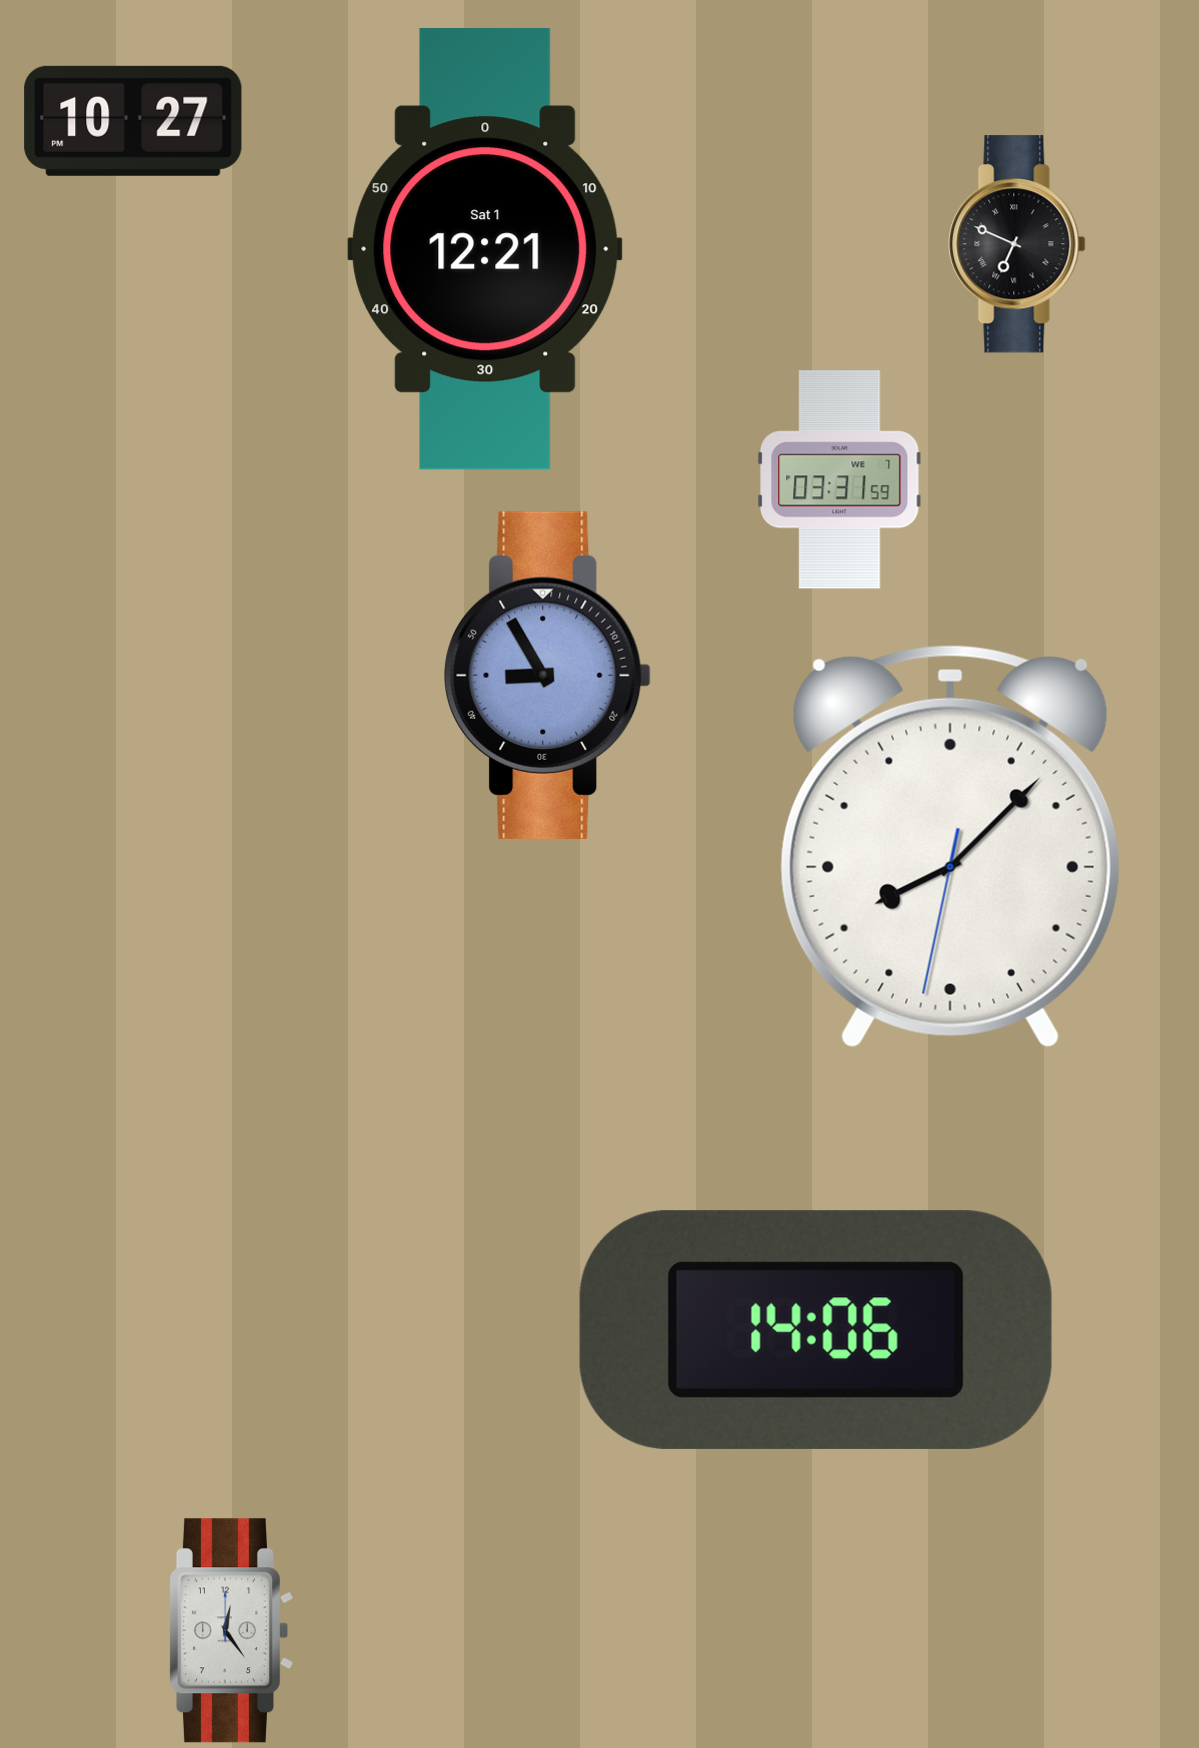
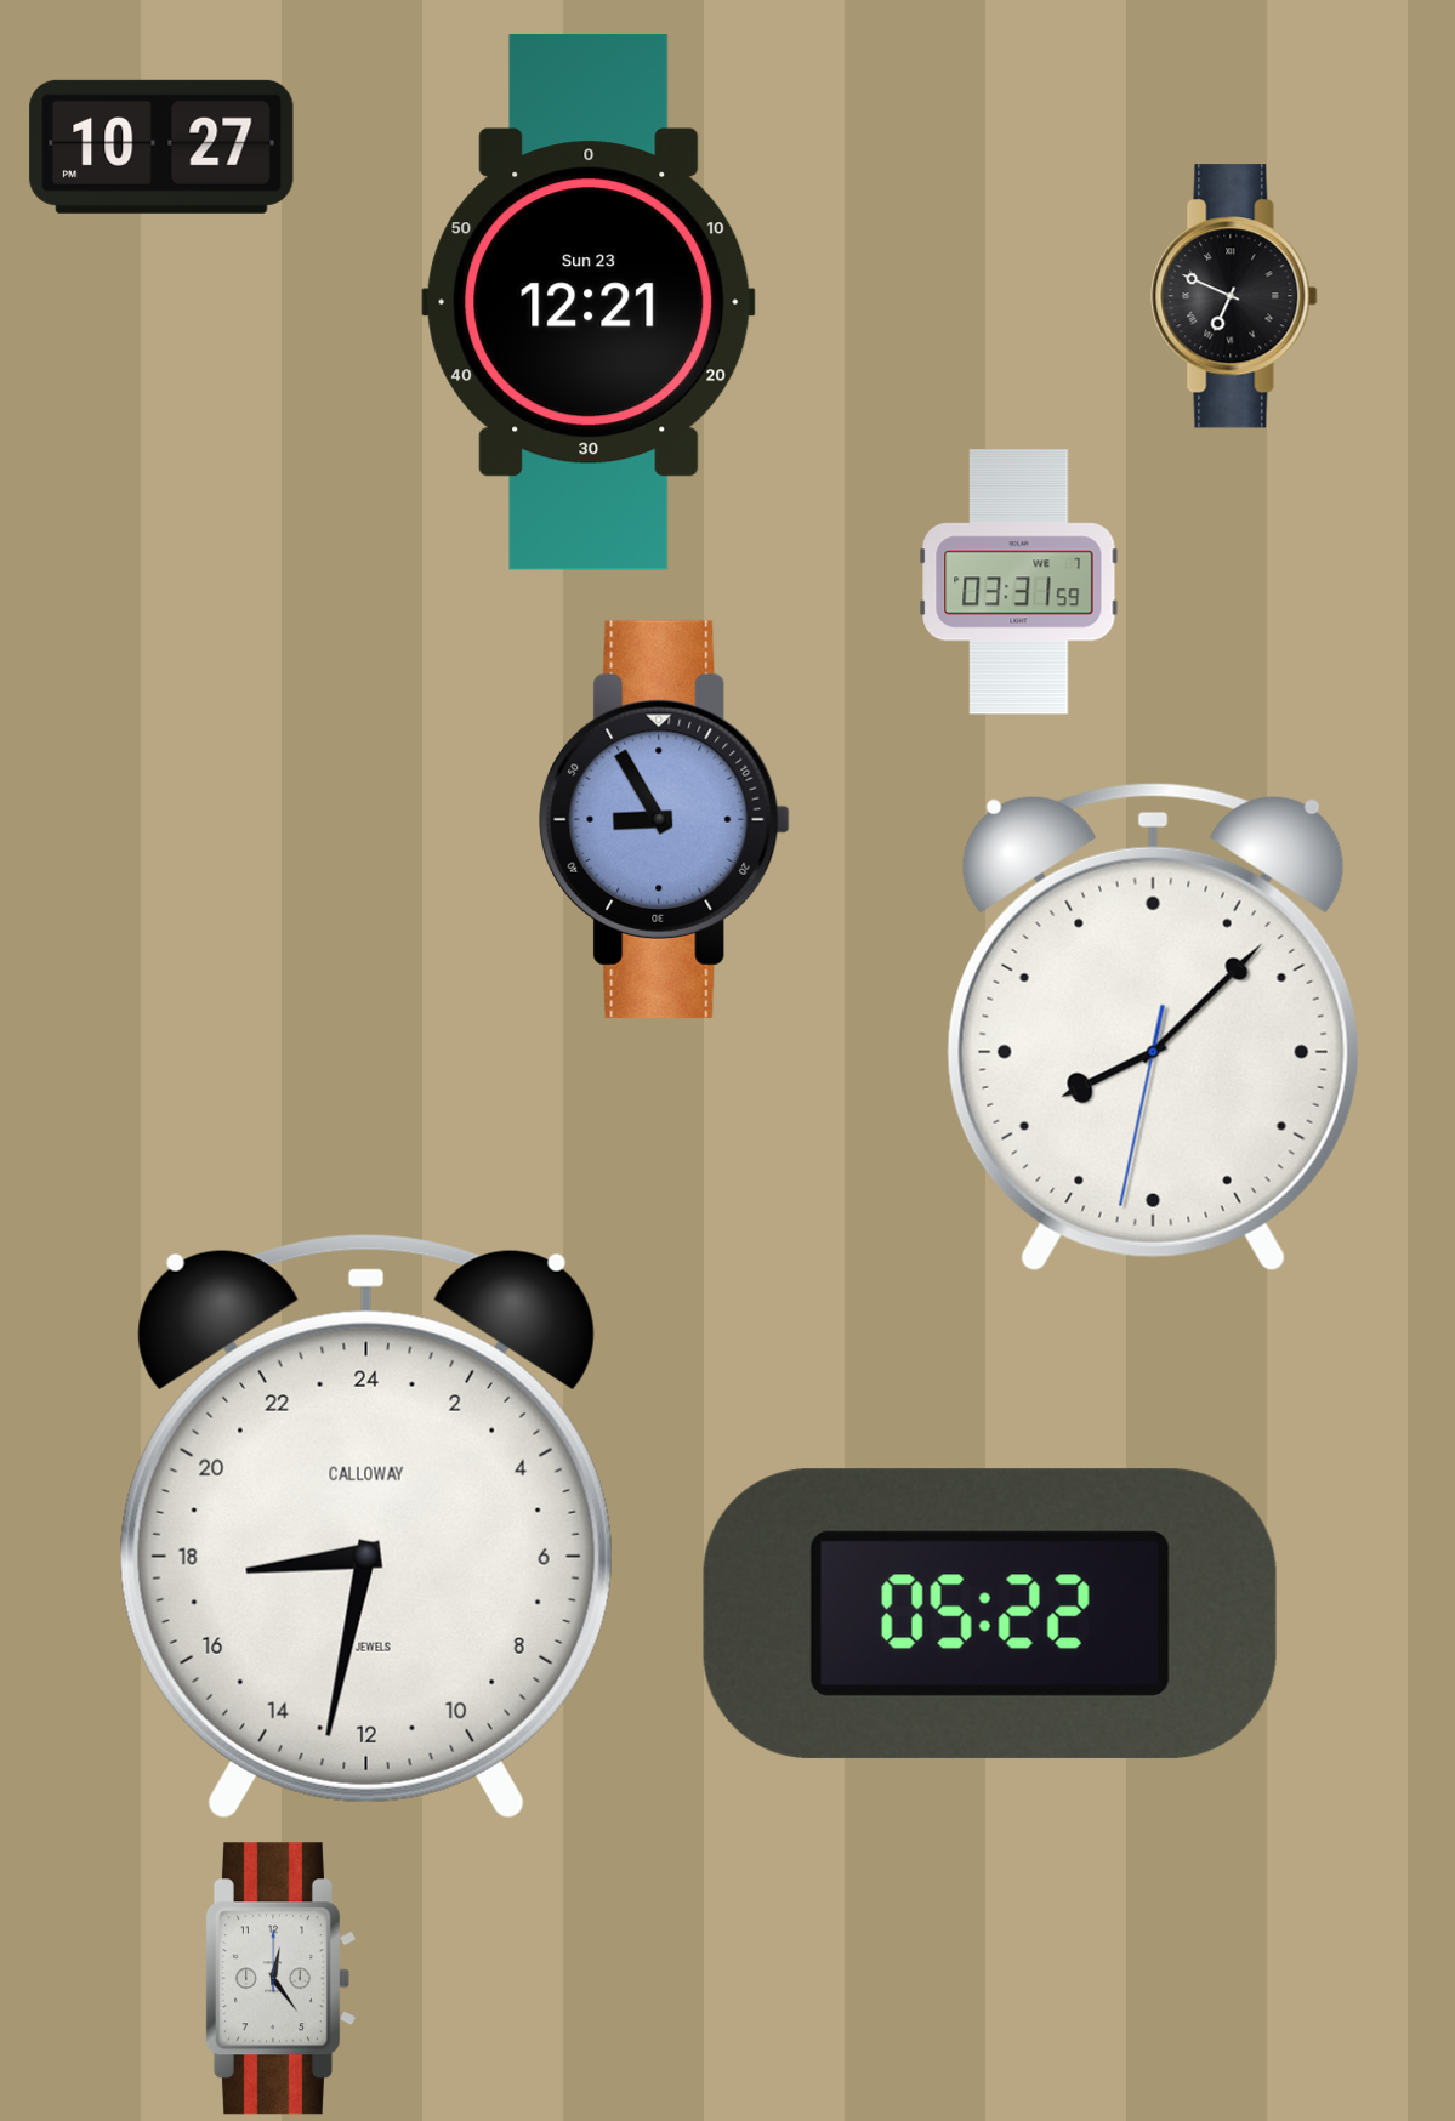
clock at (485, 249) date: Sat 1 -> Sun 23
clock at (366, 1526): none -> 17:32
clock at (816, 1330): 14:06 -> 05:22
